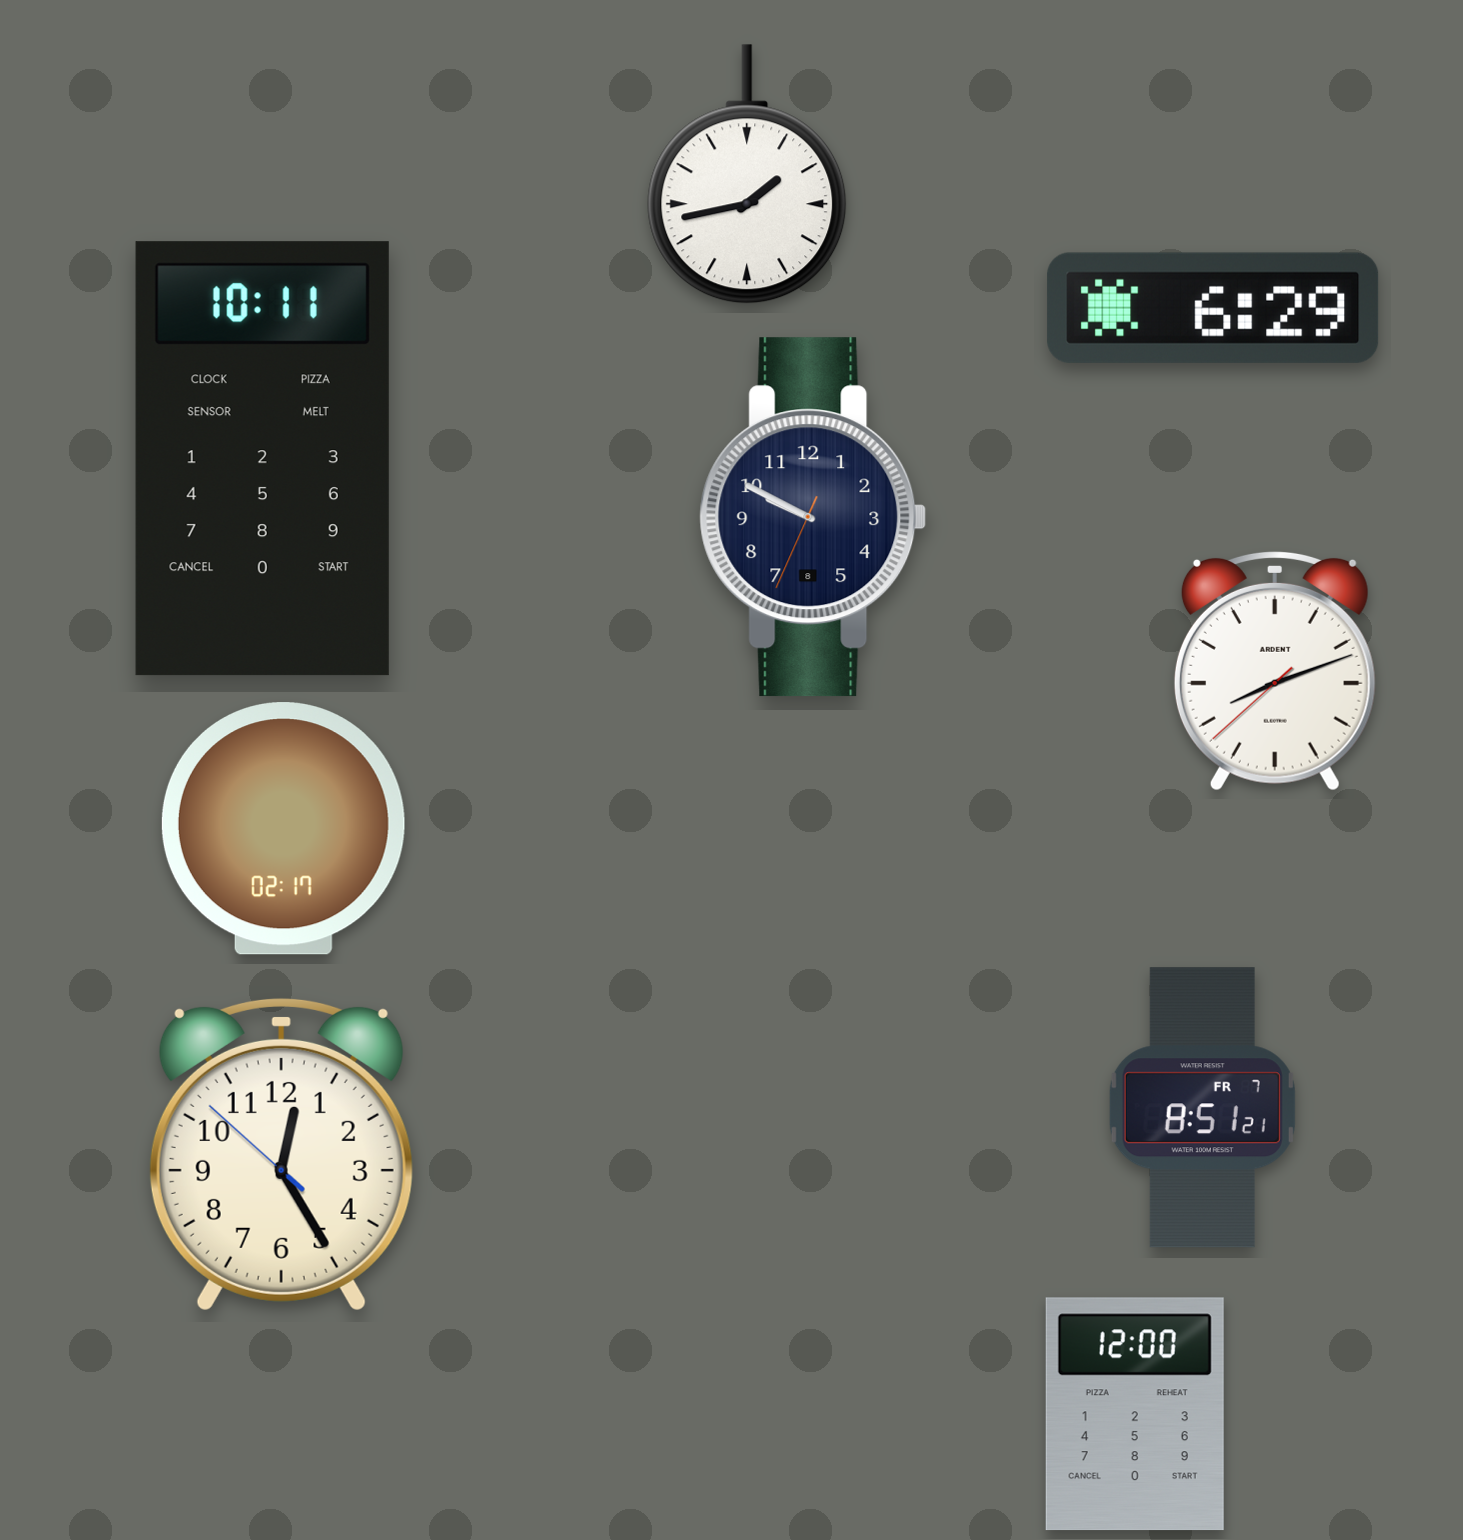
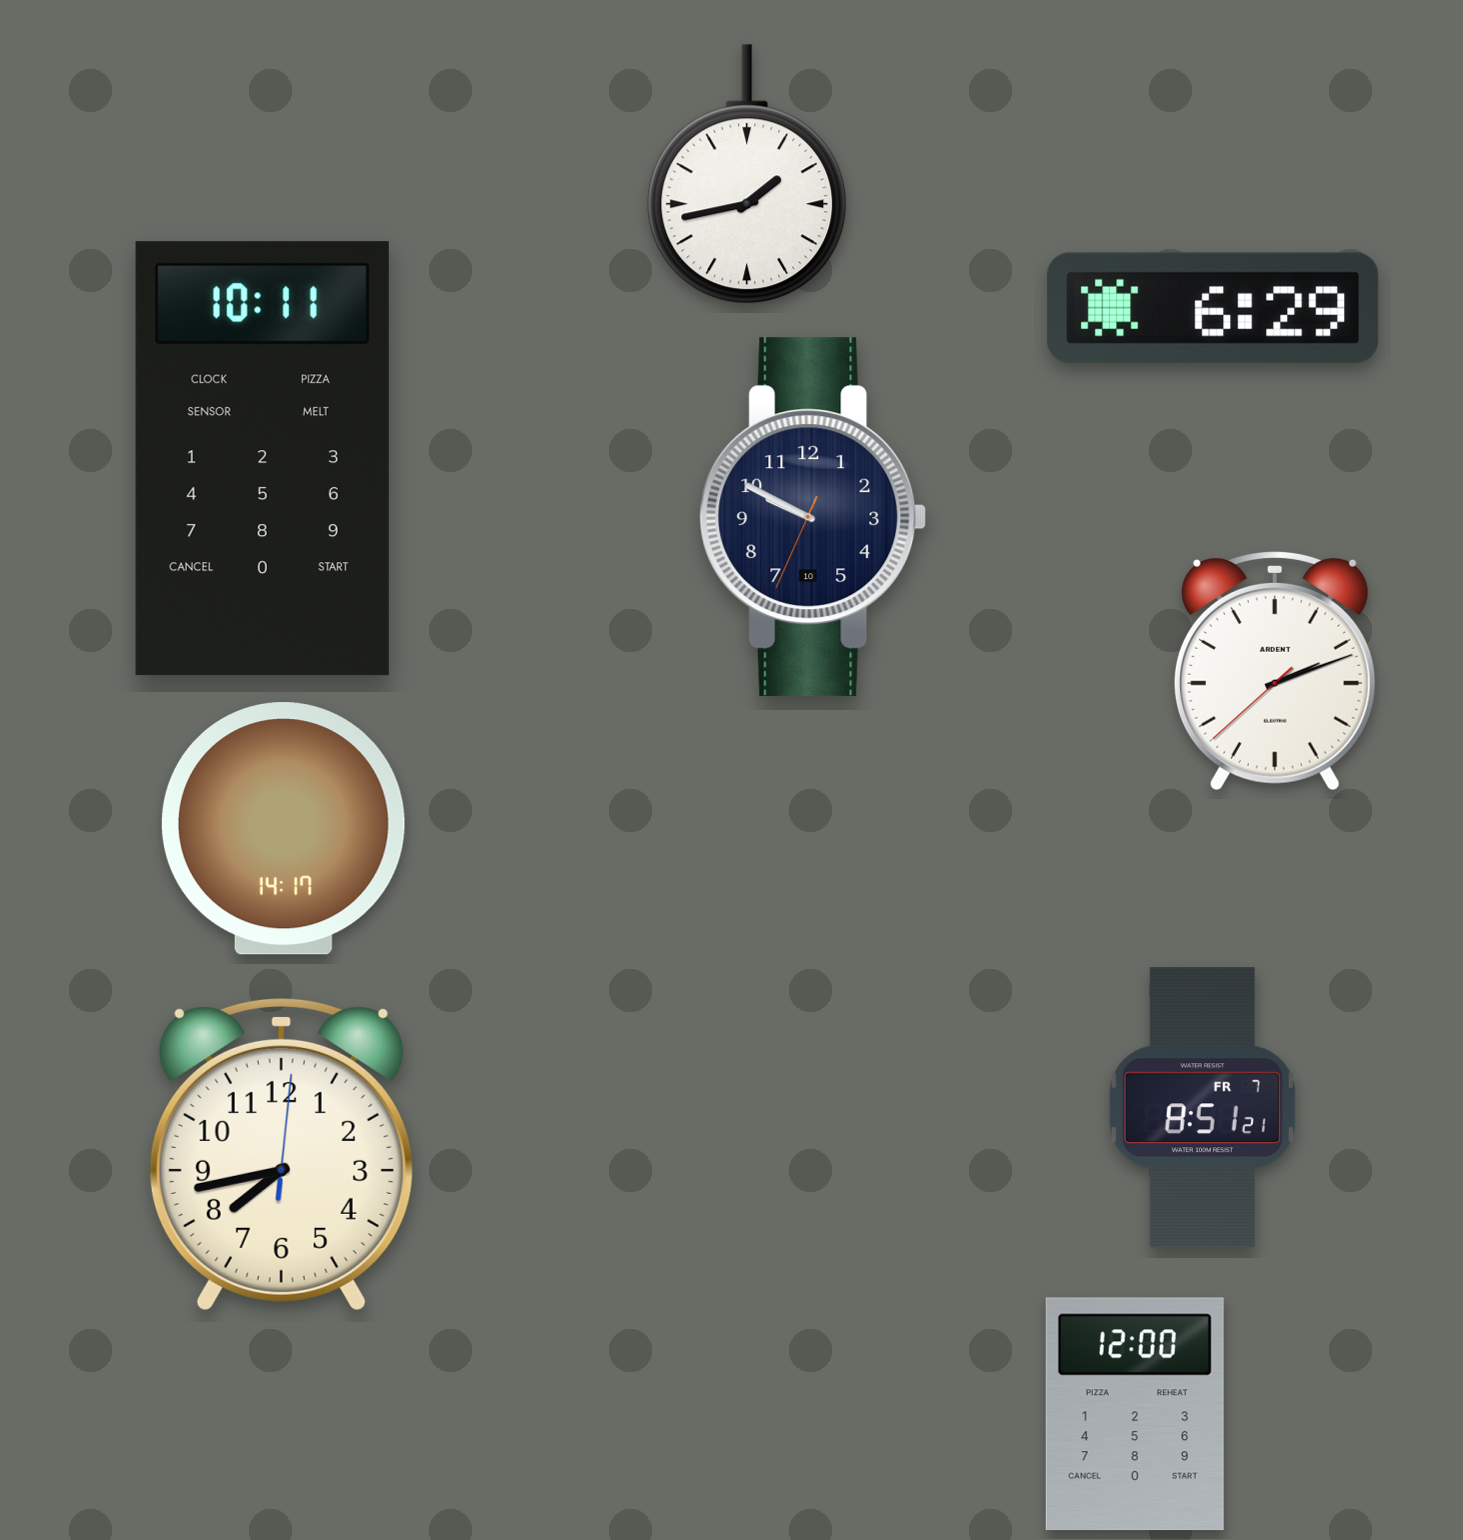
clock at (813, 517) date: 8 -> 10
clock at (1275, 671): 8:11 -> 2:11
clock at (283, 829): 02:17 -> 14:17
clock at (281, 1154): 12:24 -> 7:43
